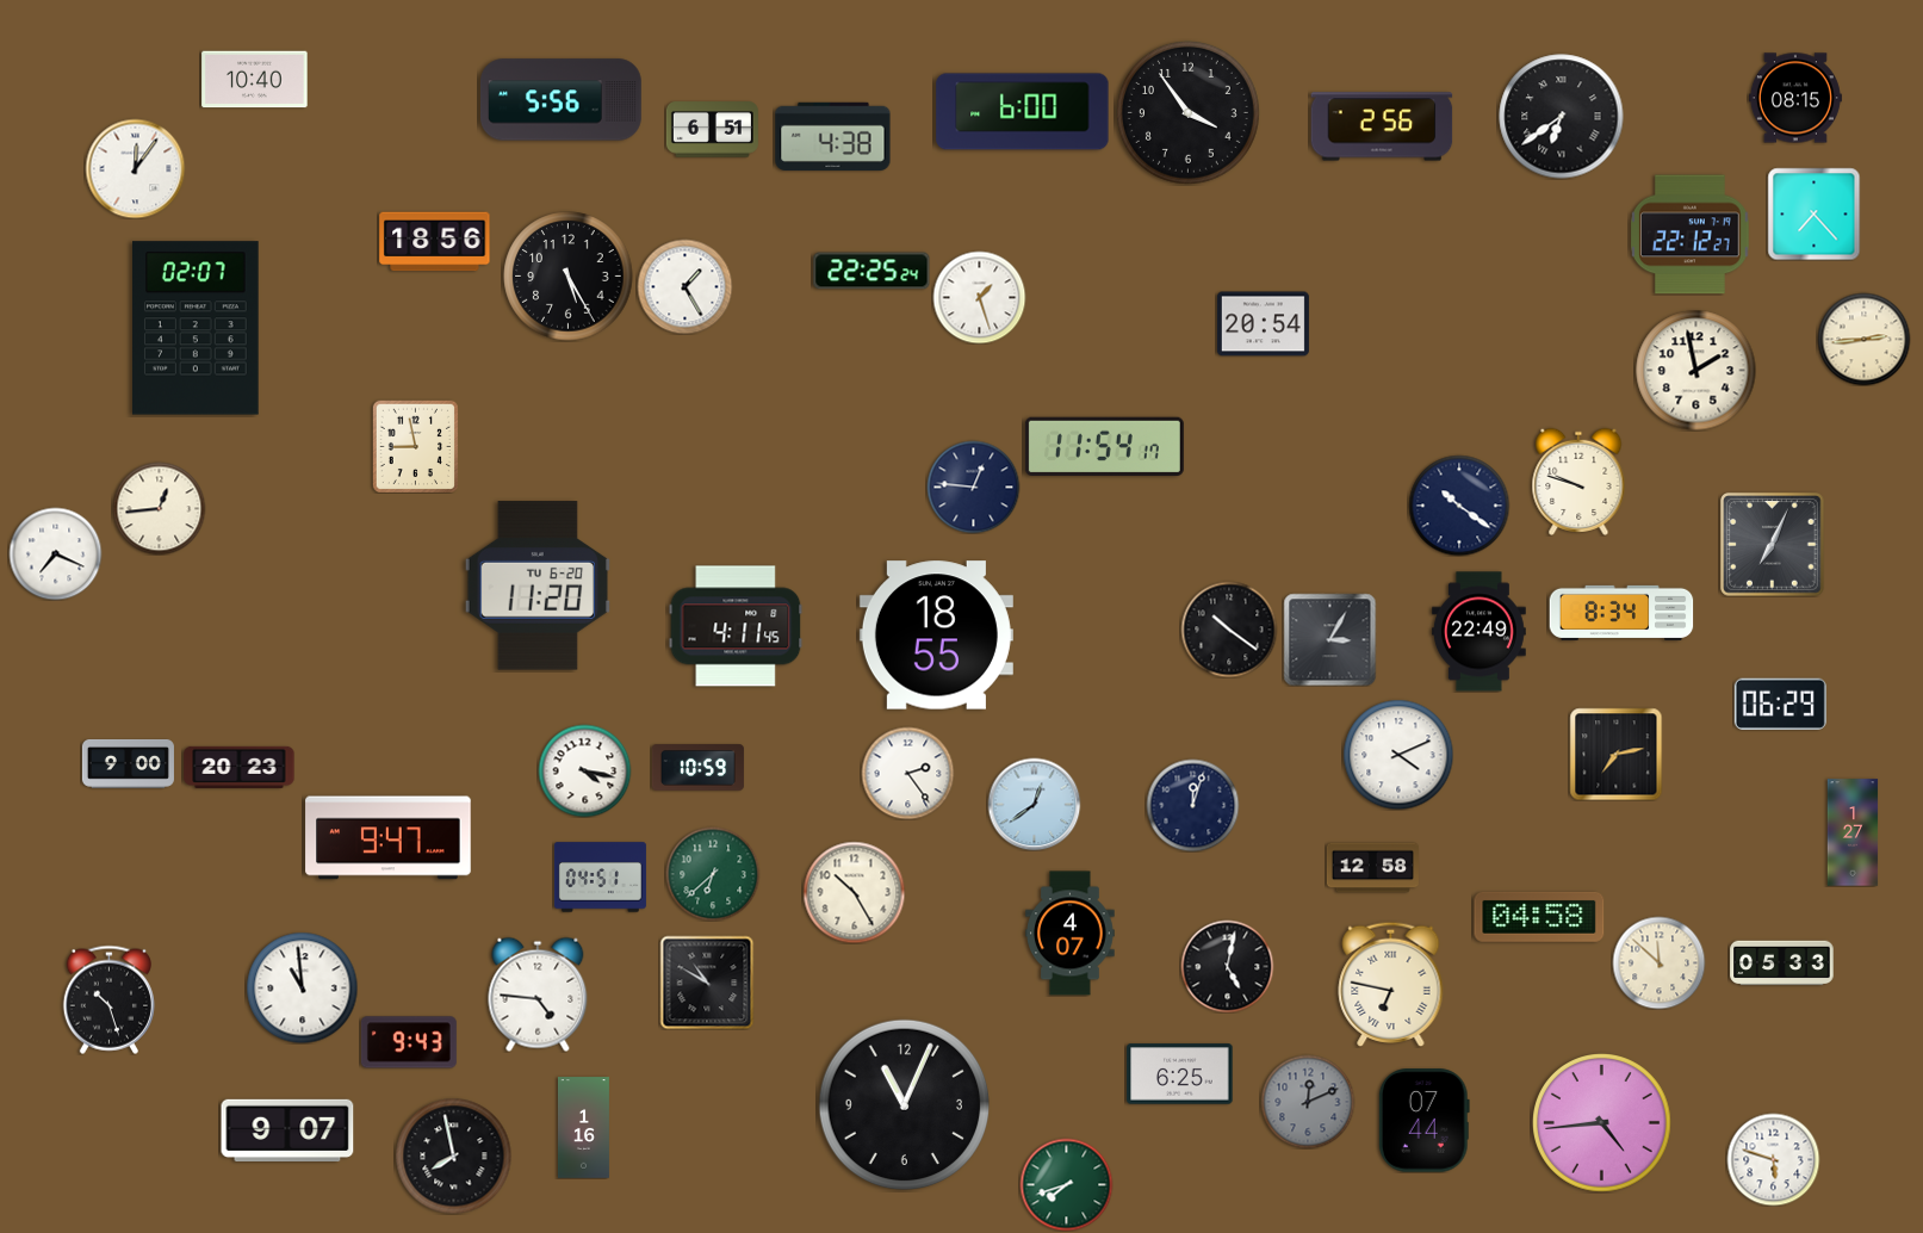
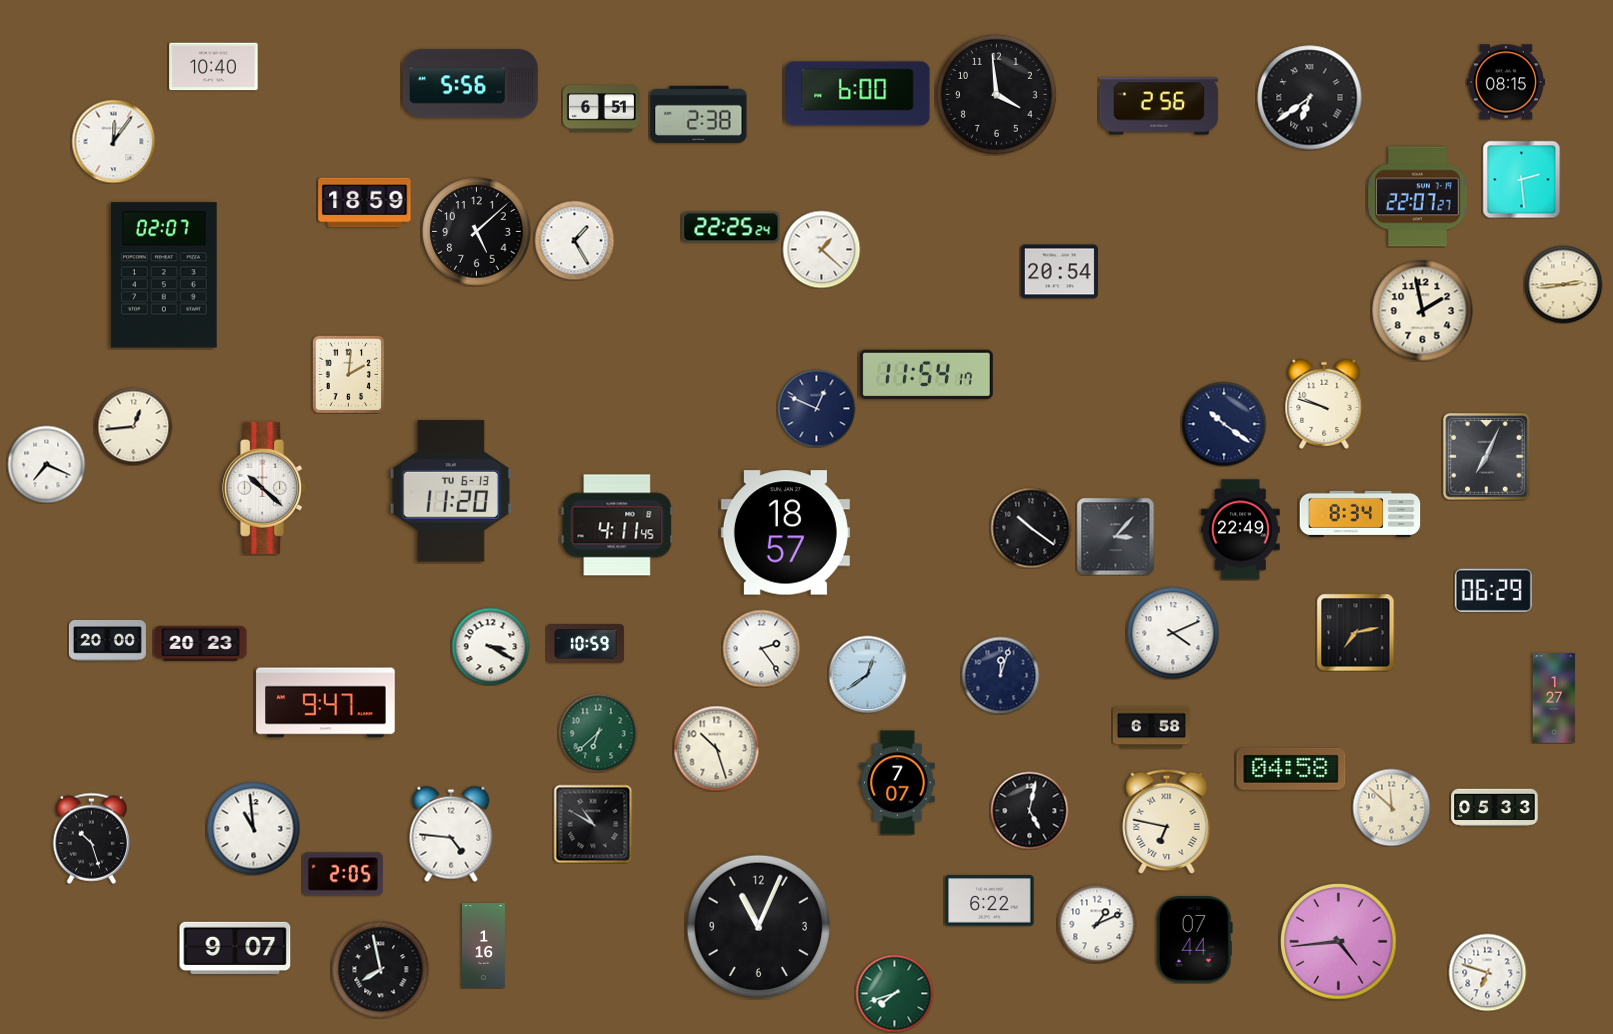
clock at (1187, 112): 3:54 -> 3:59
clock at (712, 130) position: (712, 130) -> (601, 109)
clock at (833, 136): 4:38 -> 2:38
clock at (1813, 213): 7:23 -> 2:29
clock at (1691, 235): 22:12 -> 22:07
clock at (435, 242): 18:56 -> 18:59
clock at (569, 277): 5:25 -> 5:08
clock at (979, 297): 1:27 -> 1:22
clock at (415, 446): 8:58 -> 2:01
clock at (973, 487): 12:46 -> 12:49
clock at (265, 488): none -> 10:22
clock at (538, 585) date: TU 6-20 -> TU 6-13
clock at (936, 636): 18:55 -> 18:57
clock at (1329, 639): 3:05 -> 3:07
clock at (128, 763): 9:00 -> 20:00
clock at (584, 770): 4:17 -> 3:20
clock at (1372, 868): 12:58 -> 6:58
clock at (600, 878): 04:51 -> none
clock at (854, 892): 10:25 -> 10:27
clock at (1071, 934): 4:07 -> 7:07
clock at (1391, 984) position: (1391, 984) -> (1167, 821)
clock at (409, 1042): 9:43 -> 2:05
clock at (1180, 1074): 6:25 -> 6:22
clock at (1308, 1102): 12:11 -> 1:11
clock at (1308, 1102) dial: grey -> white
clock at (1602, 1123) position: (1602, 1123) -> (1339, 942)
clock at (583, 1128) position: (583, 1128) -> (483, 946)
clock at (287, 1129) position: (287, 1129) -> (235, 947)
clock at (1773, 1159): 5:48 -> 6:48
